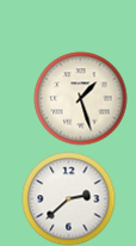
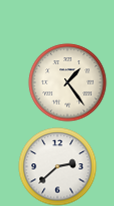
clock at (80, 98): 1:27 -> 1:24
